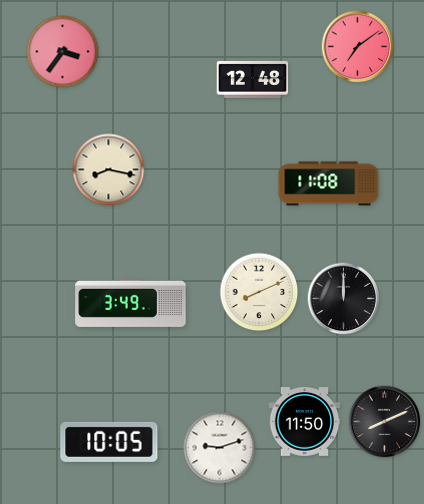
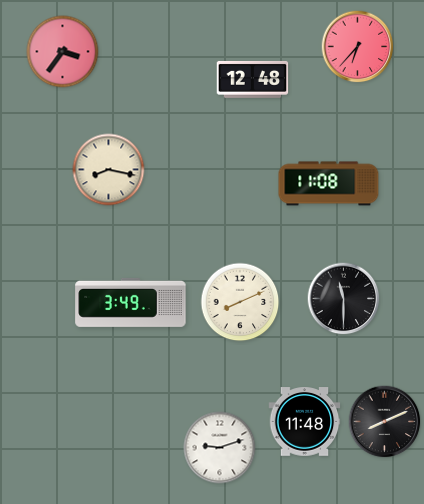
clock at (358, 47): 7:09 -> 6:37
clock at (259, 292) position: (259, 292) -> (240, 302)
clock at (344, 299): 12:00 -> 11:30
clock at (305, 422): 11:50 -> 11:48
clock at (109, 442): 10:05 -> none
